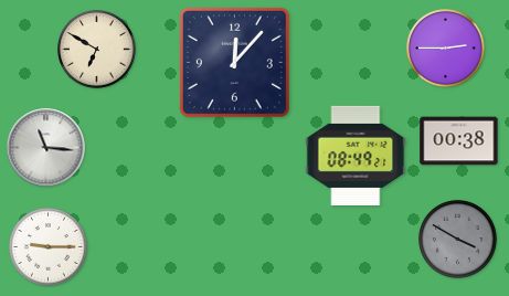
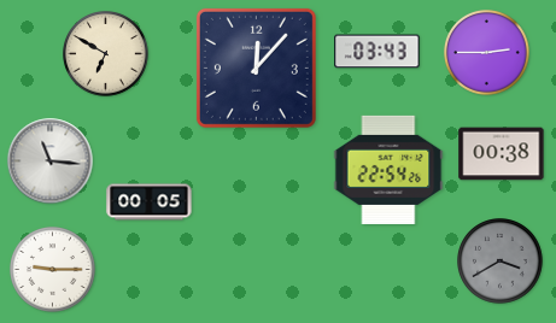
clock at (378, 52): none -> 03:43
clock at (356, 156): 08:49 -> 22:54
clock at (150, 202): none -> 00:05
clock at (458, 240): 3:50 -> 3:40
